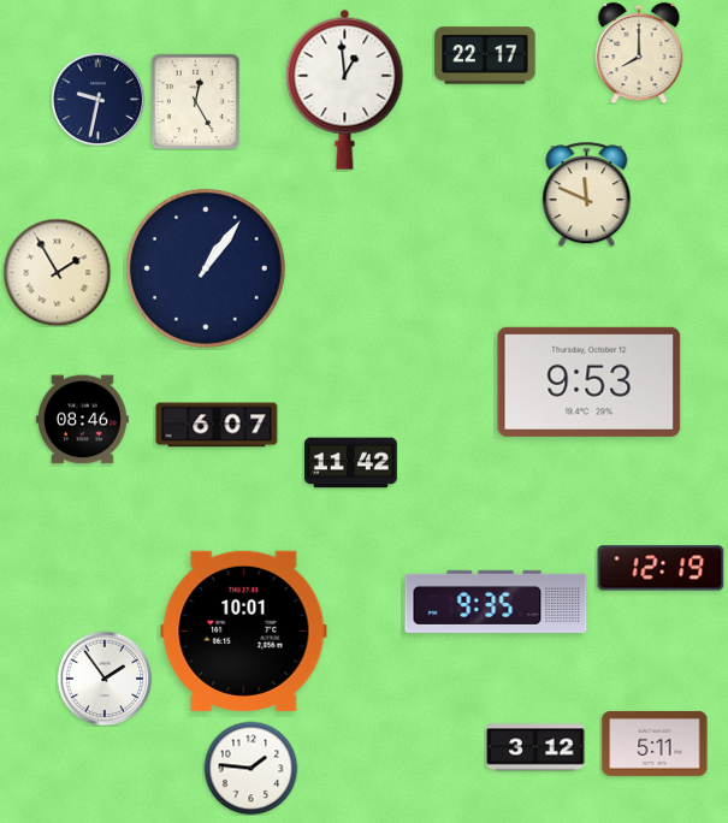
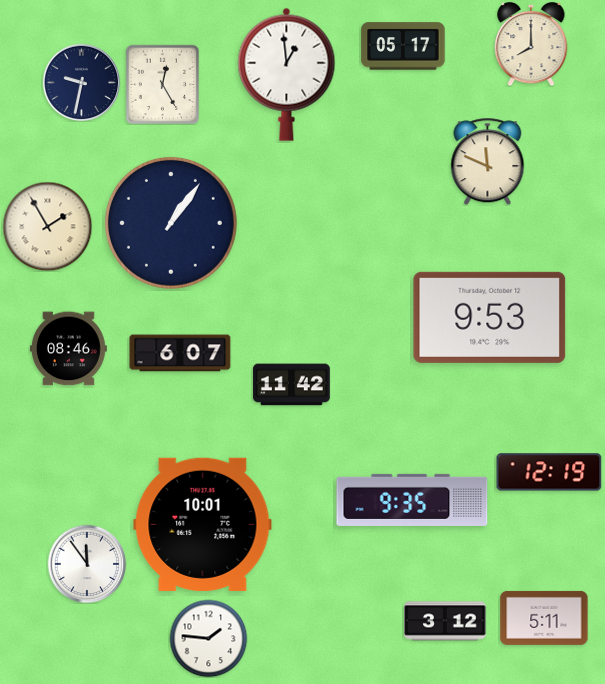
clock at (485, 55): 22:17 -> 05:17
clock at (105, 679): 1:54 -> 11:54
